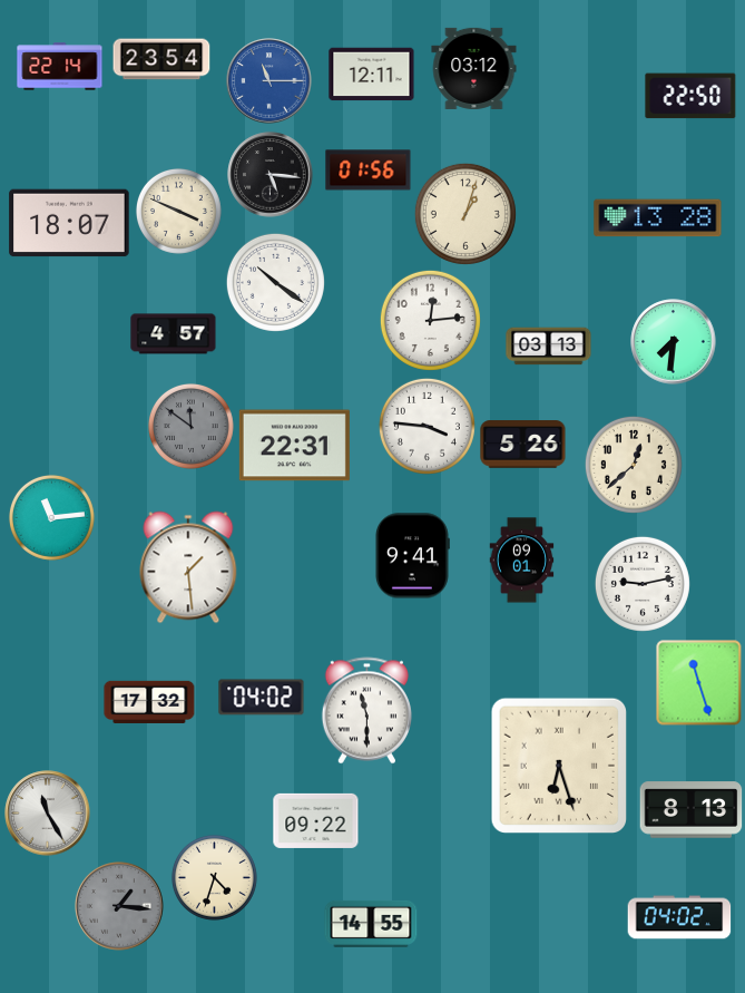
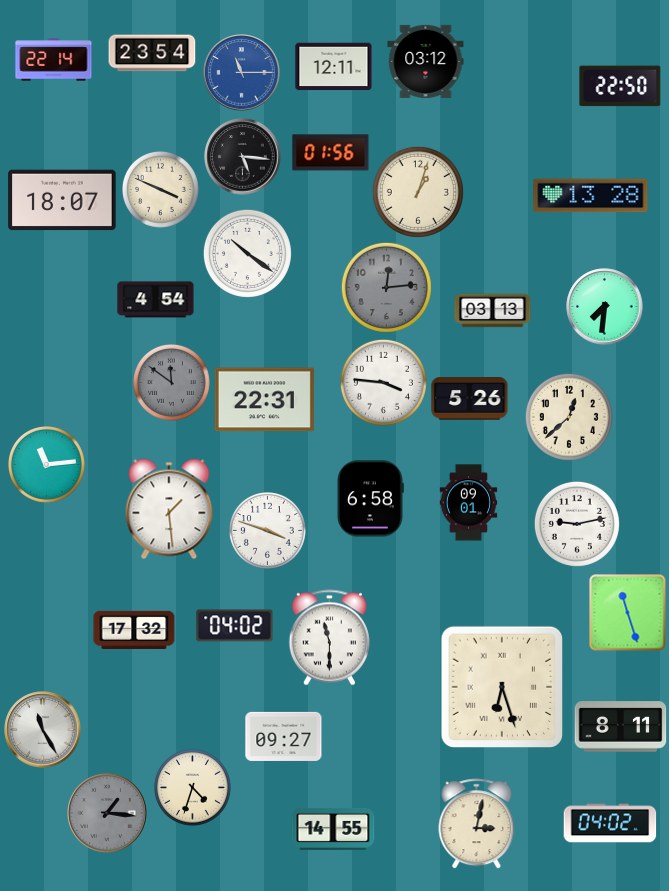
clock at (161, 59) position: (161, 59) -> (152, 53)
clock at (430, 320) dial: white -> grey
clock at (174, 334): 4:57 -> 4:54
clock at (412, 556): 9:41 -> 6:58
clock at (267, 530): none -> 3:48
clock at (692, 810): 8:13 -> 8:11
clock at (316, 820): 09:22 -> 09:27
clock at (477, 824): none -> 3:02
